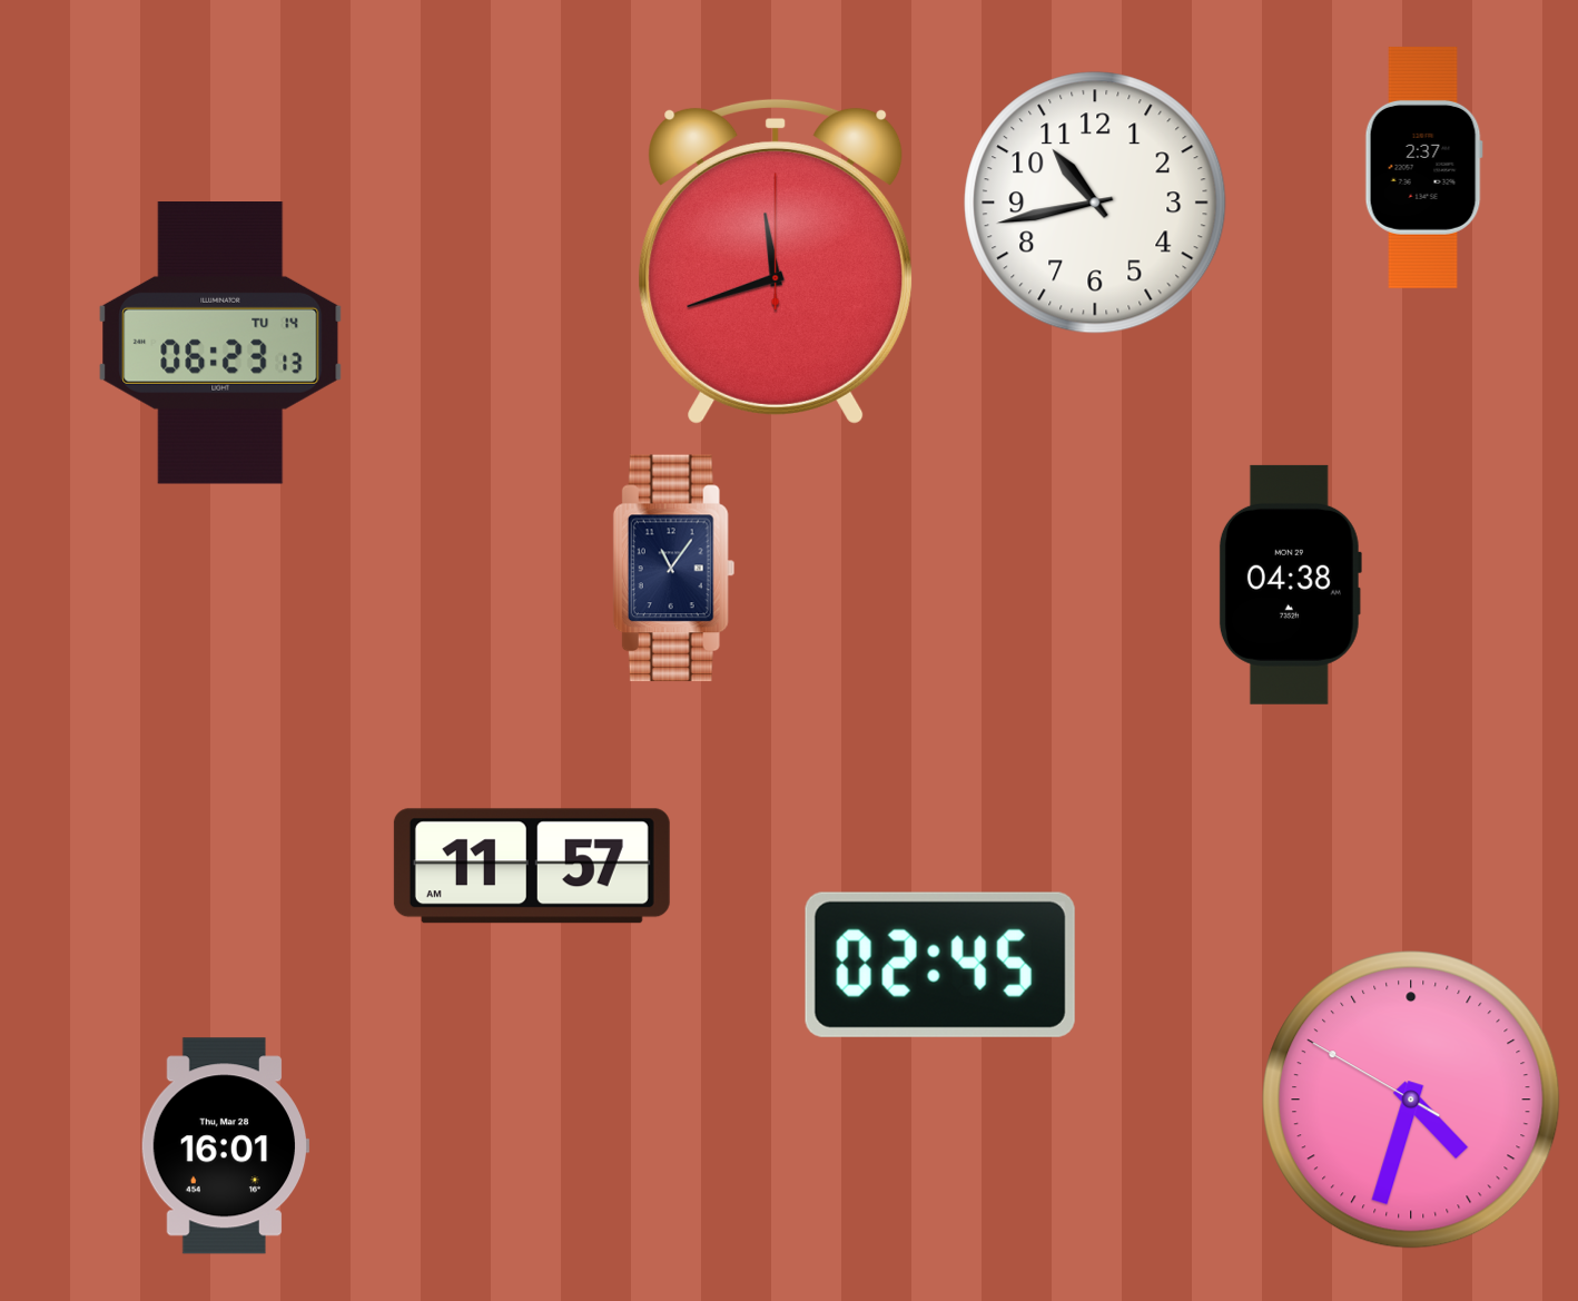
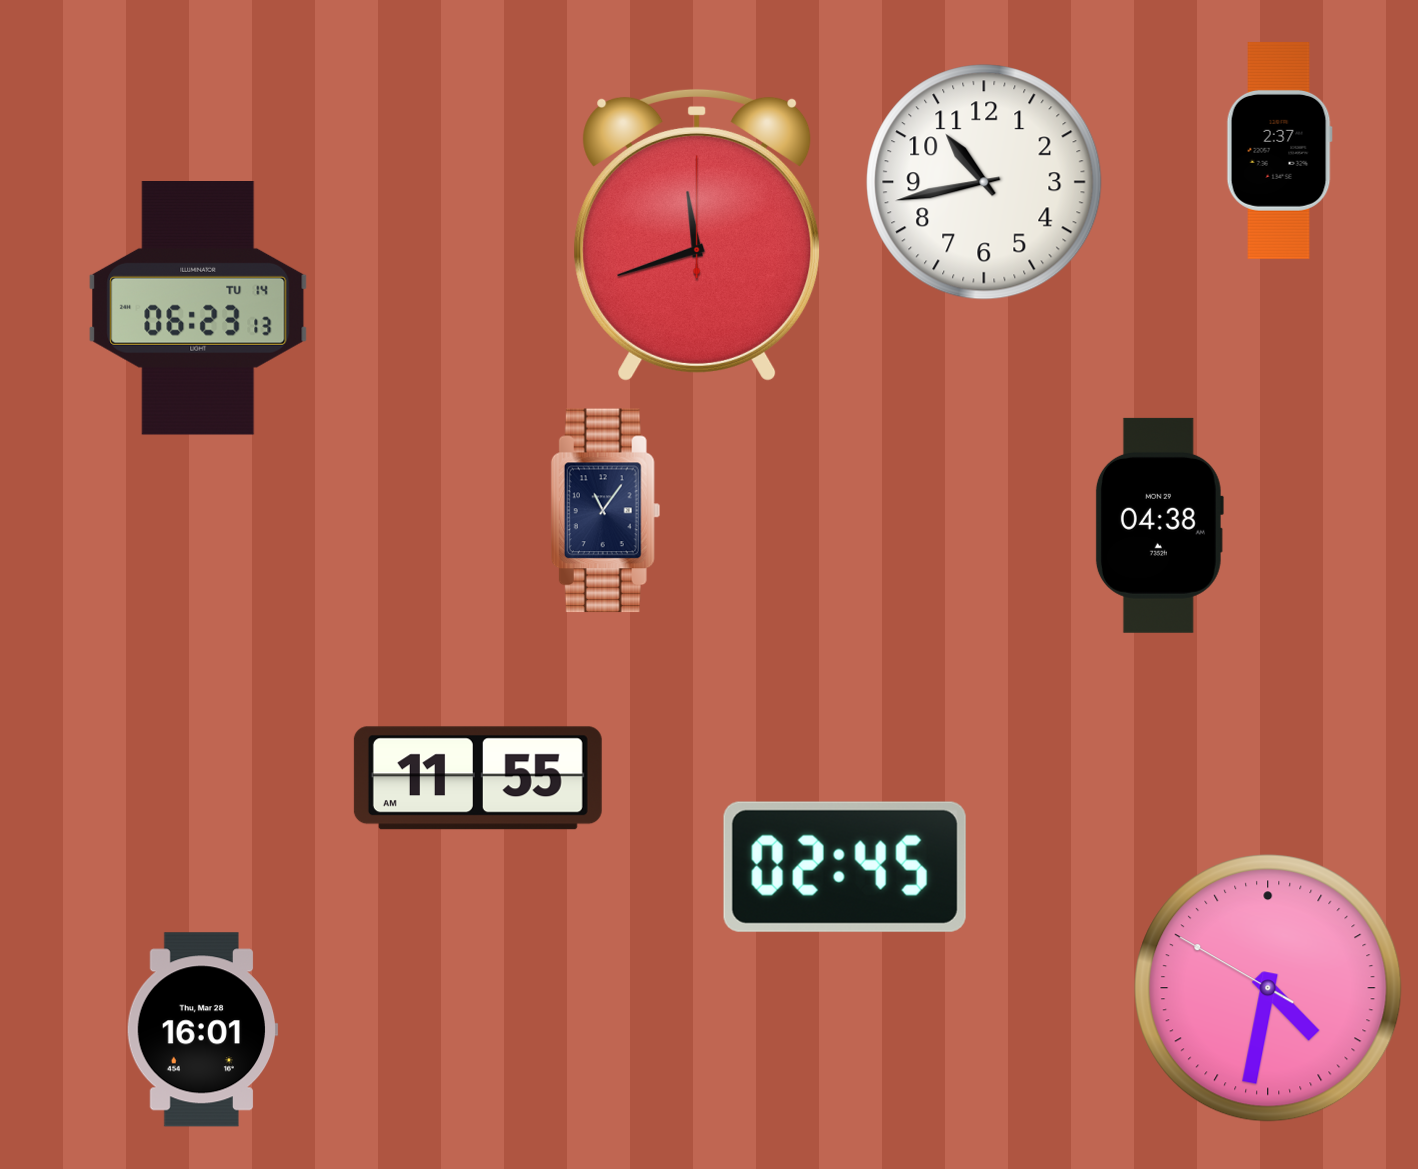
clock at (532, 866): 11:57 -> 11:55
clock at (1411, 1100): 4:32 -> 4:31
